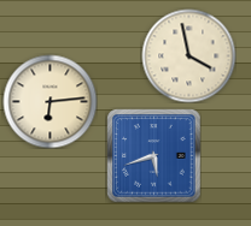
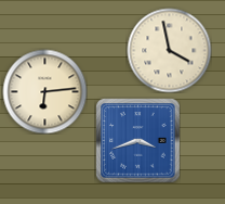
clock at (153, 155): 5:42 -> 3:42
